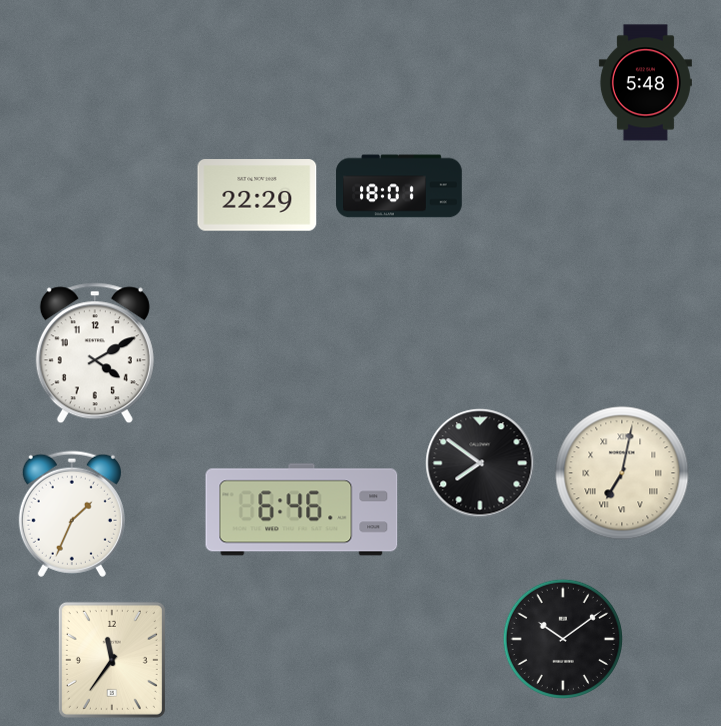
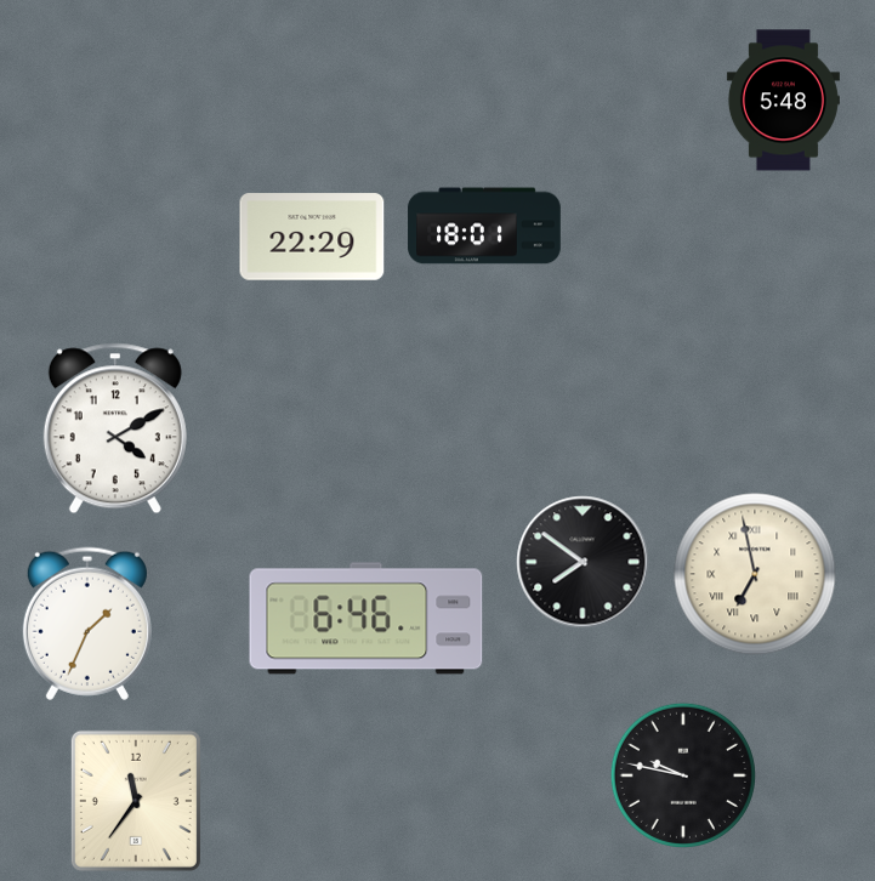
clock at (622, 473): 7:02 -> 6:58
clock at (563, 639): 10:09 -> 9:47
